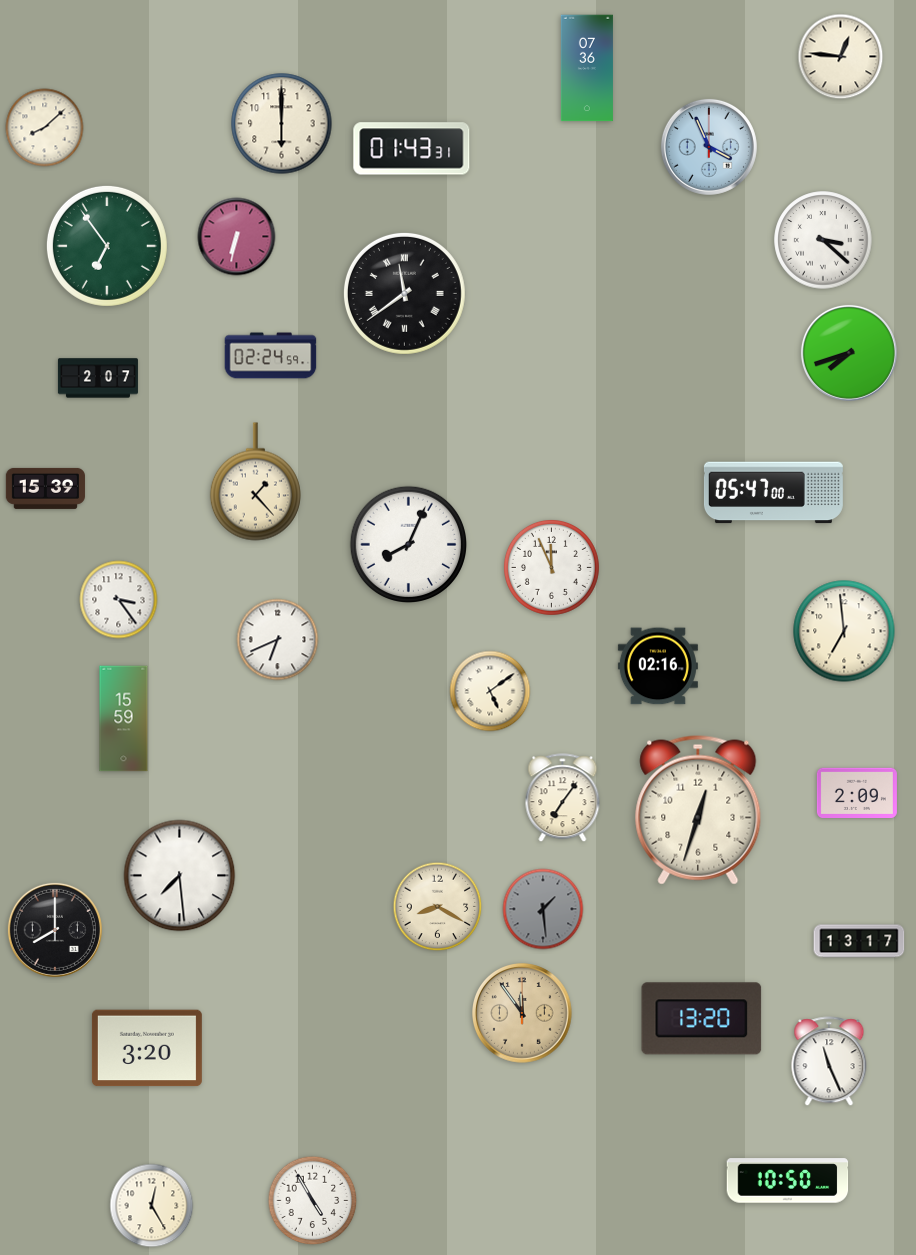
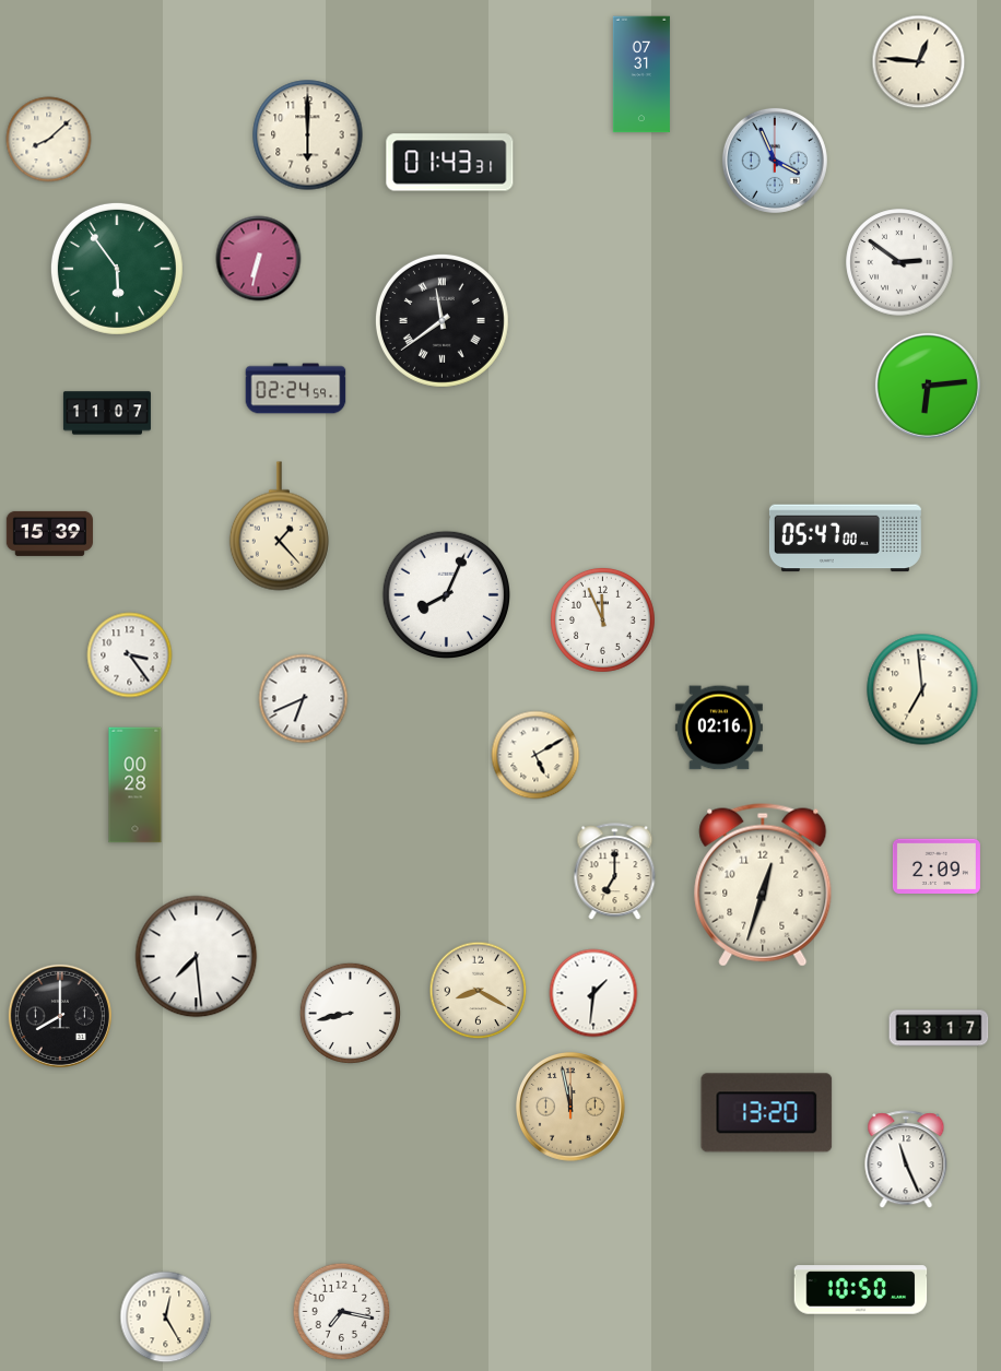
clock at (587, 68): 07:36 -> 07:31
clock at (823, 240): 3:22 -> 2:51
clock at (107, 246): 6:54 -> 5:54
clock at (849, 353): 7:42 -> 6:14
clock at (98, 378): 2:07 -> 11:07
clock at (490, 691): 5:09 -> 5:10
clock at (124, 719): 15:59 -> 00:28
clock at (563, 798): 7:06 -> 7:00
clock at (543, 909): 1:29 -> 1:31
clock at (543, 909) dial: grey -> white
clock at (350, 1013): none -> 8:43
clock at (523, 1014): 11:54 -> 11:58
clock at (147, 1048): 3:20 -> none
clock at (313, 1201): 4:55 -> 7:17
